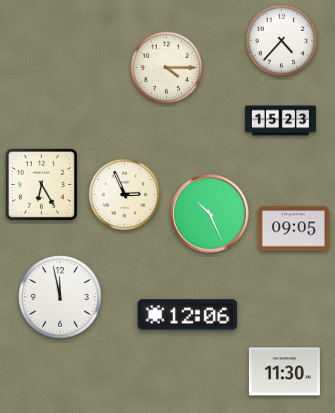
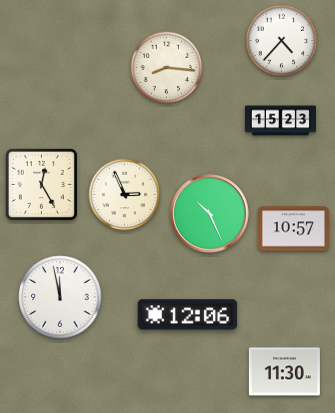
clock at (167, 68): 4:15 -> 8:16
clock at (41, 184): 6:25 -> 12:25
clock at (293, 229): 09:05 -> 10:57
